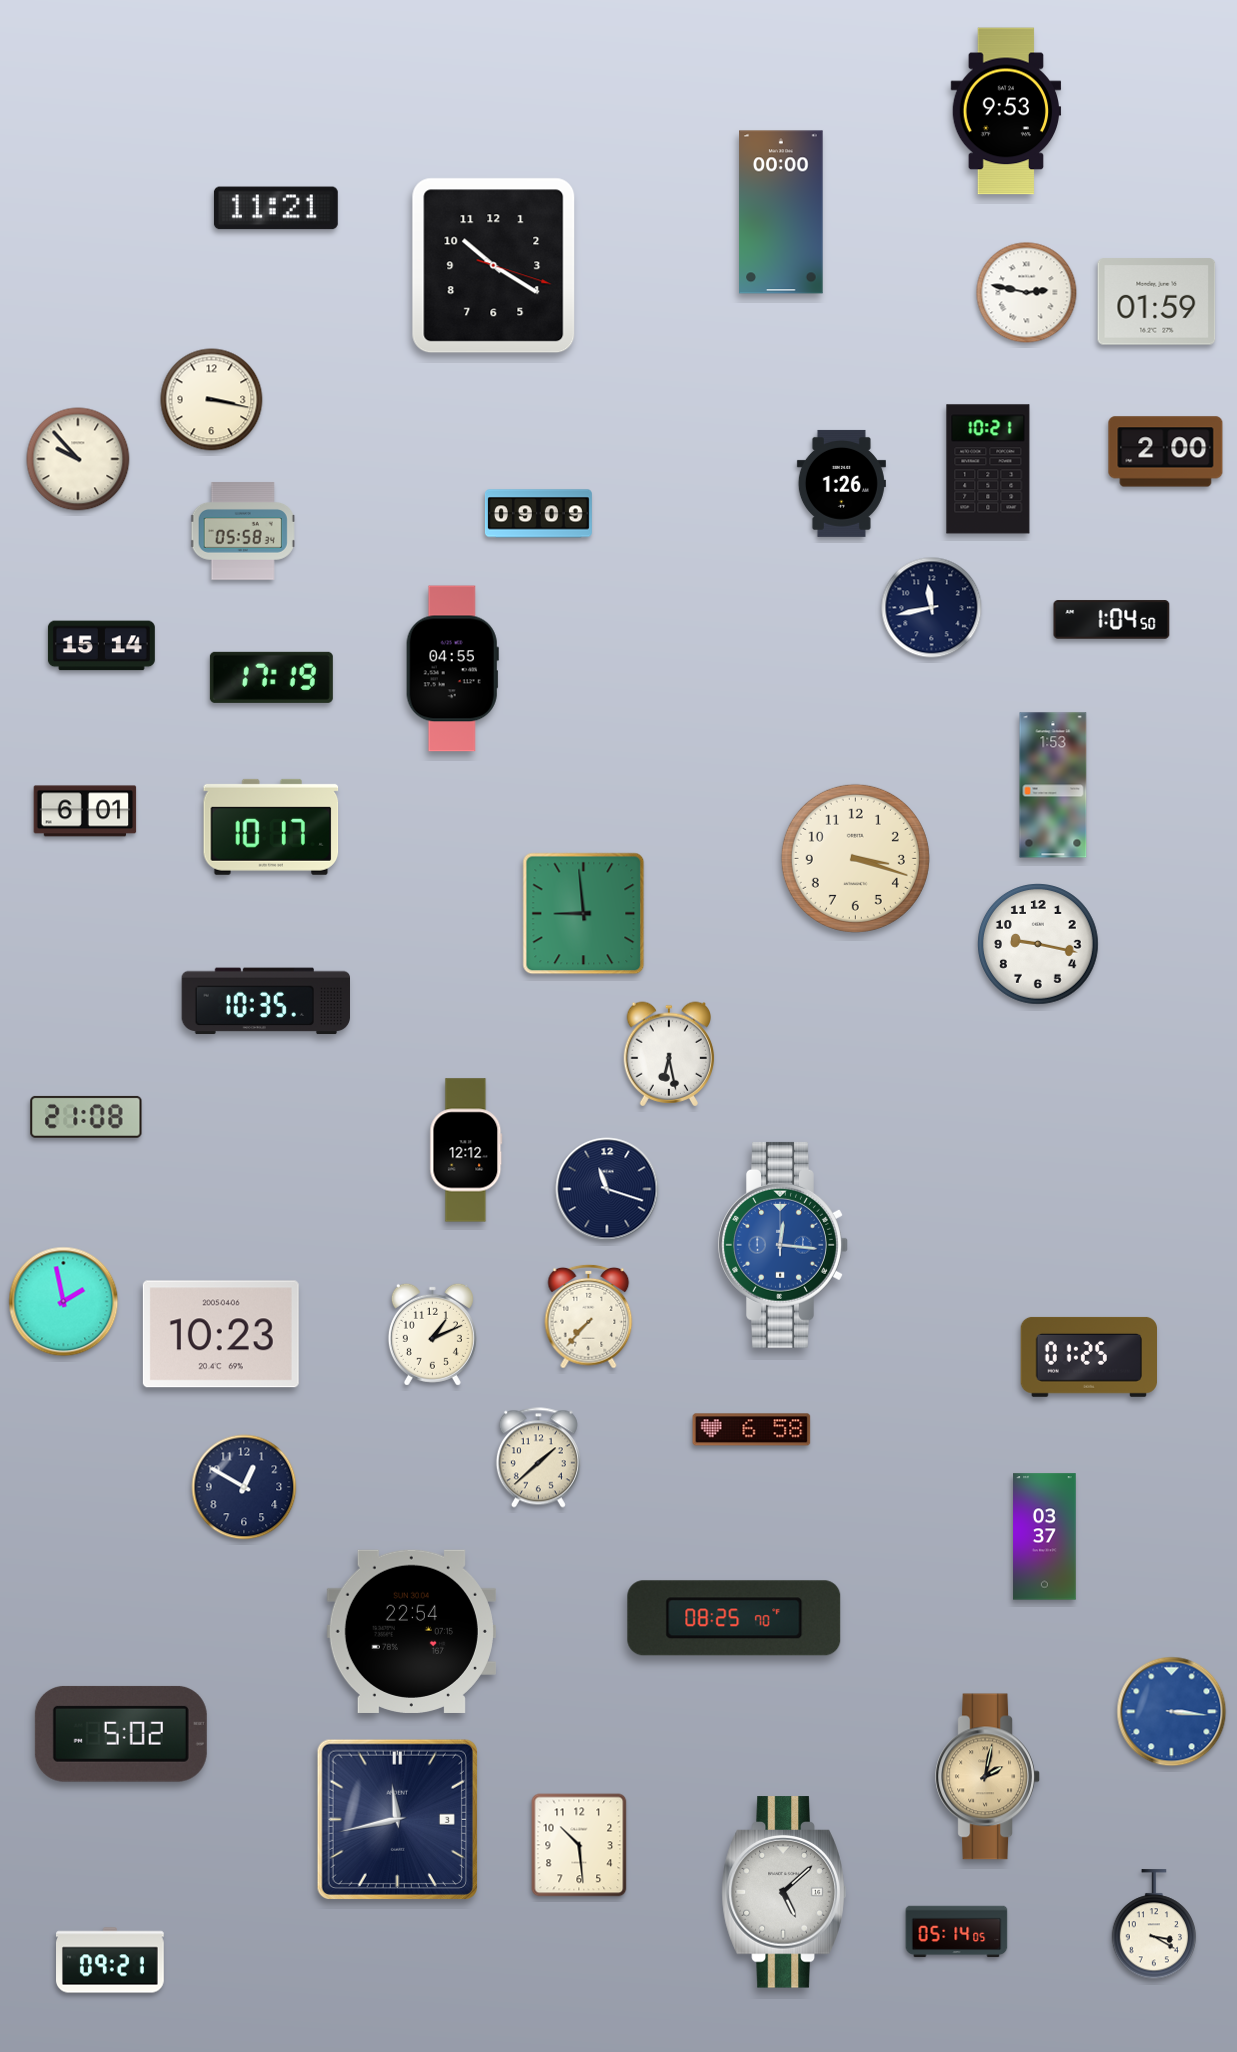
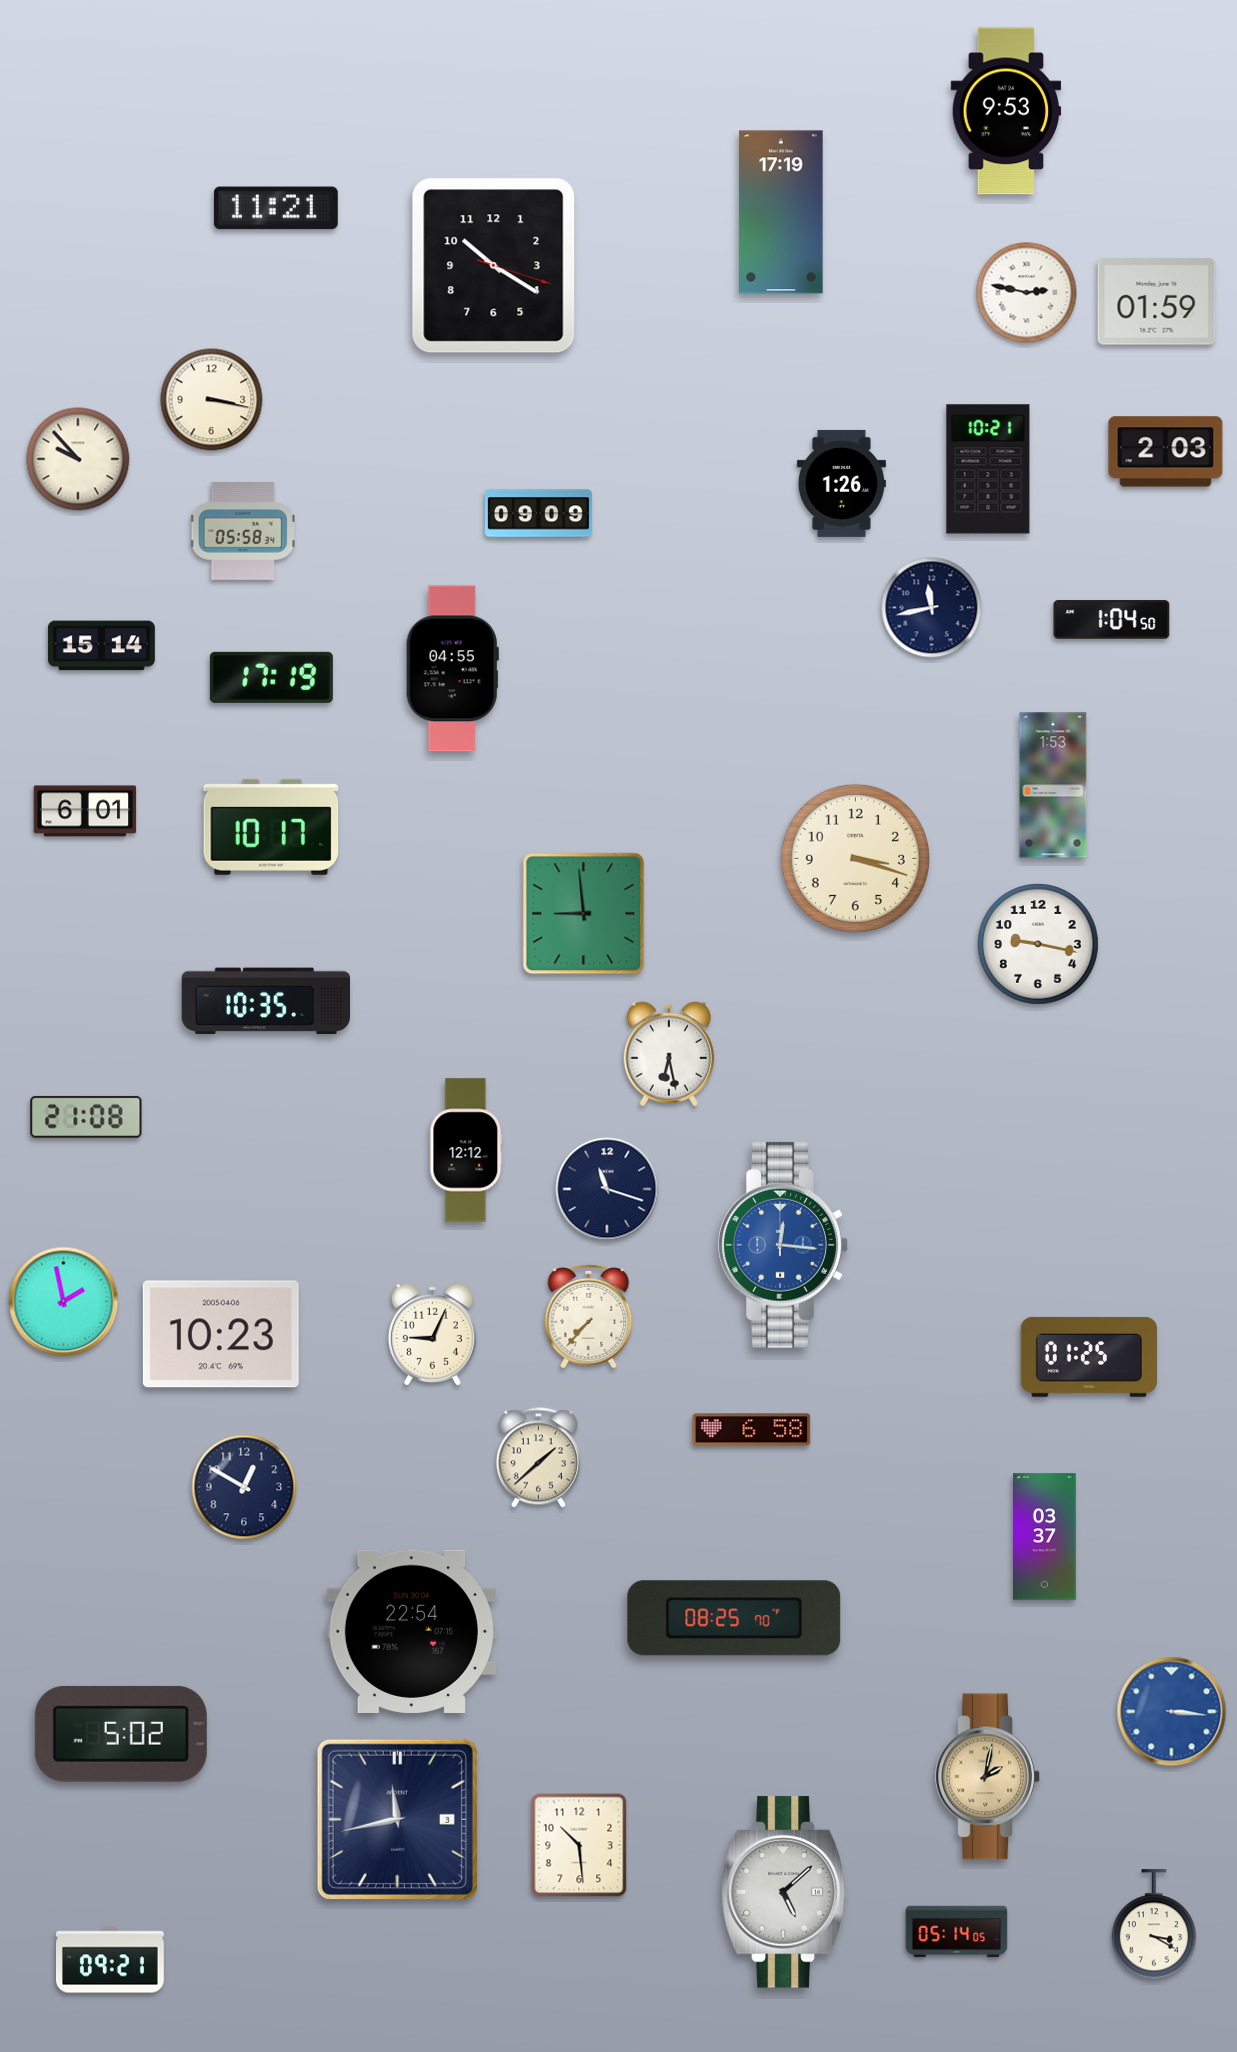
clock at (781, 212): 00:00 -> 17:19
clock at (1166, 452): 2:00 -> 2:03
clock at (432, 1334): 1:11 -> 9:04
